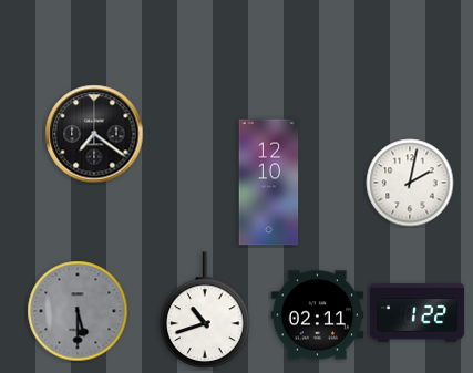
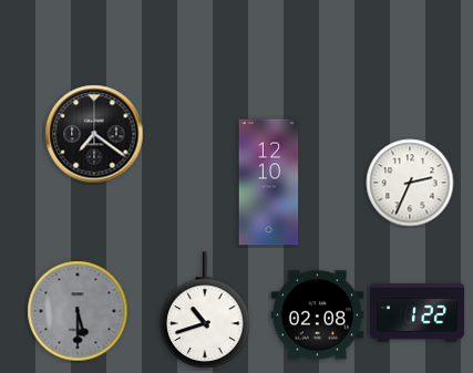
clock at (410, 183): 2:02 -> 2:34
clock at (318, 315): 02:11 -> 02:08
